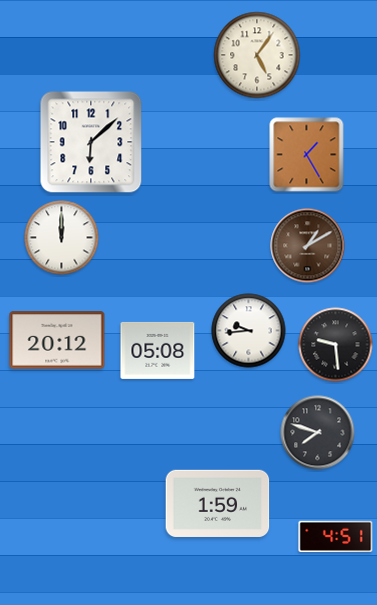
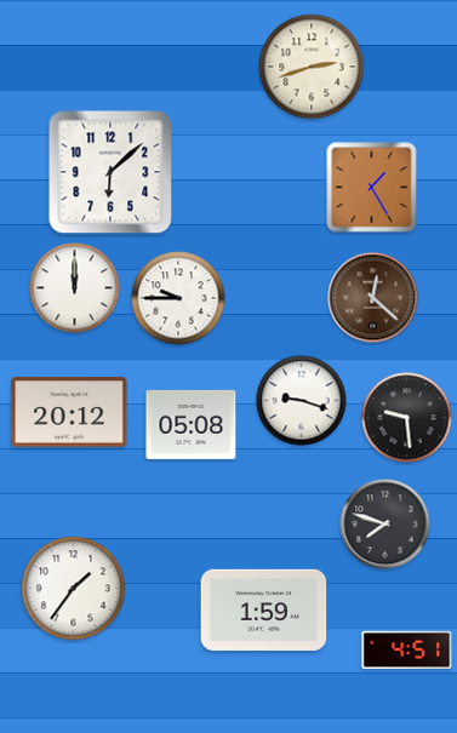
clock at (257, 55): 5:06 -> 2:42
clock at (178, 298): none -> 9:45
clock at (308, 246): 1:10 -> 12:22
clock at (249, 331): 9:44 -> 9:18
clock at (74, 589): none -> 1:36
